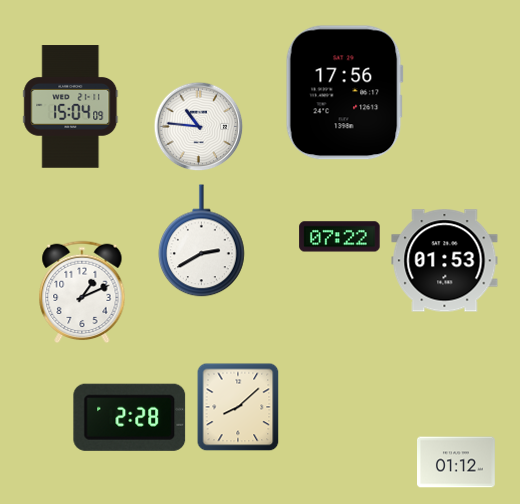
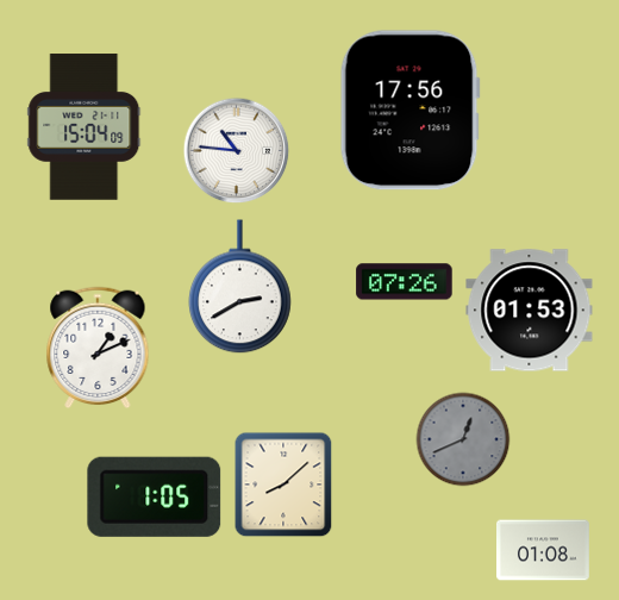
clock at (340, 237): 07:22 -> 07:26
clock at (463, 439): none -> 12:41
clock at (130, 417): 2:28 -> 1:05
clock at (457, 462): 01:12 -> 01:08
